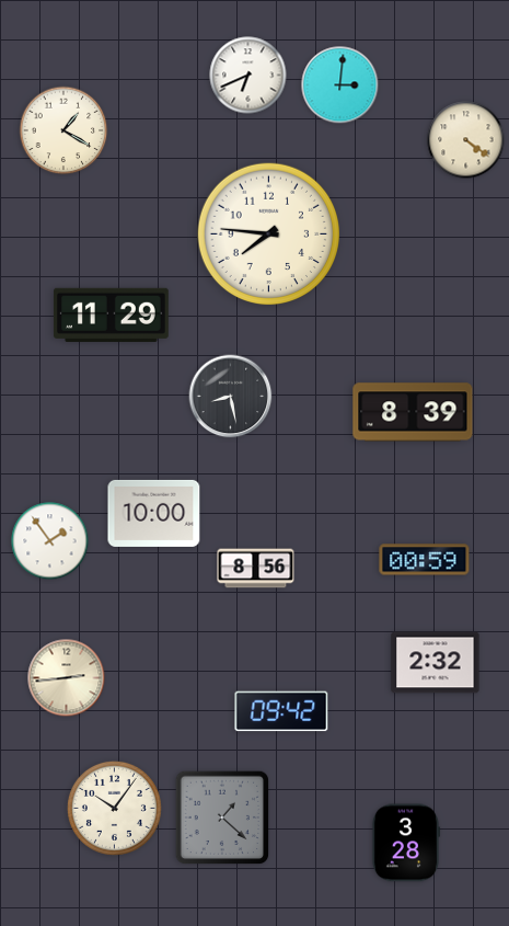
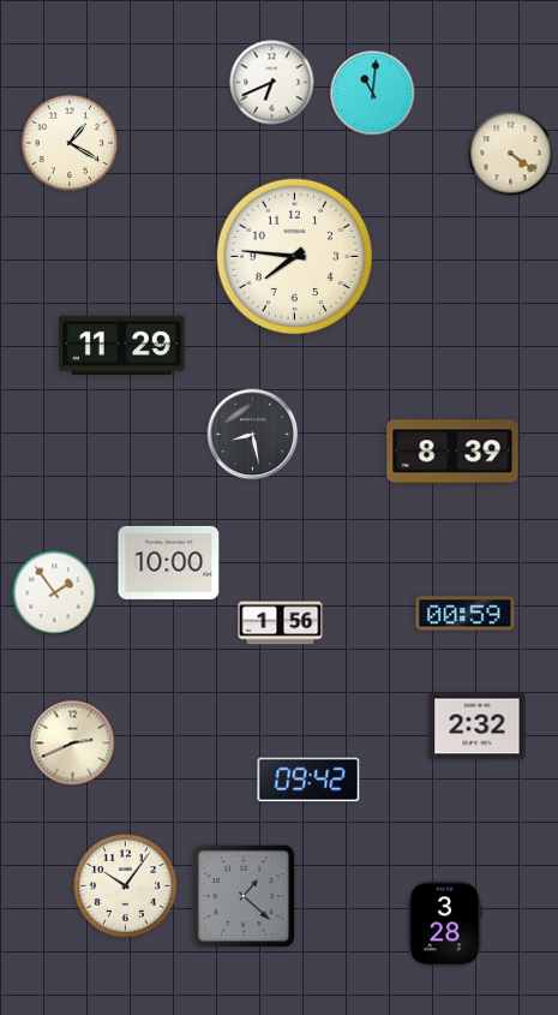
clock at (340, 85): 3:01 -> 11:01
clock at (256, 569): 8:56 -> 1:56
clock at (67, 678): 2:44 -> 2:41
